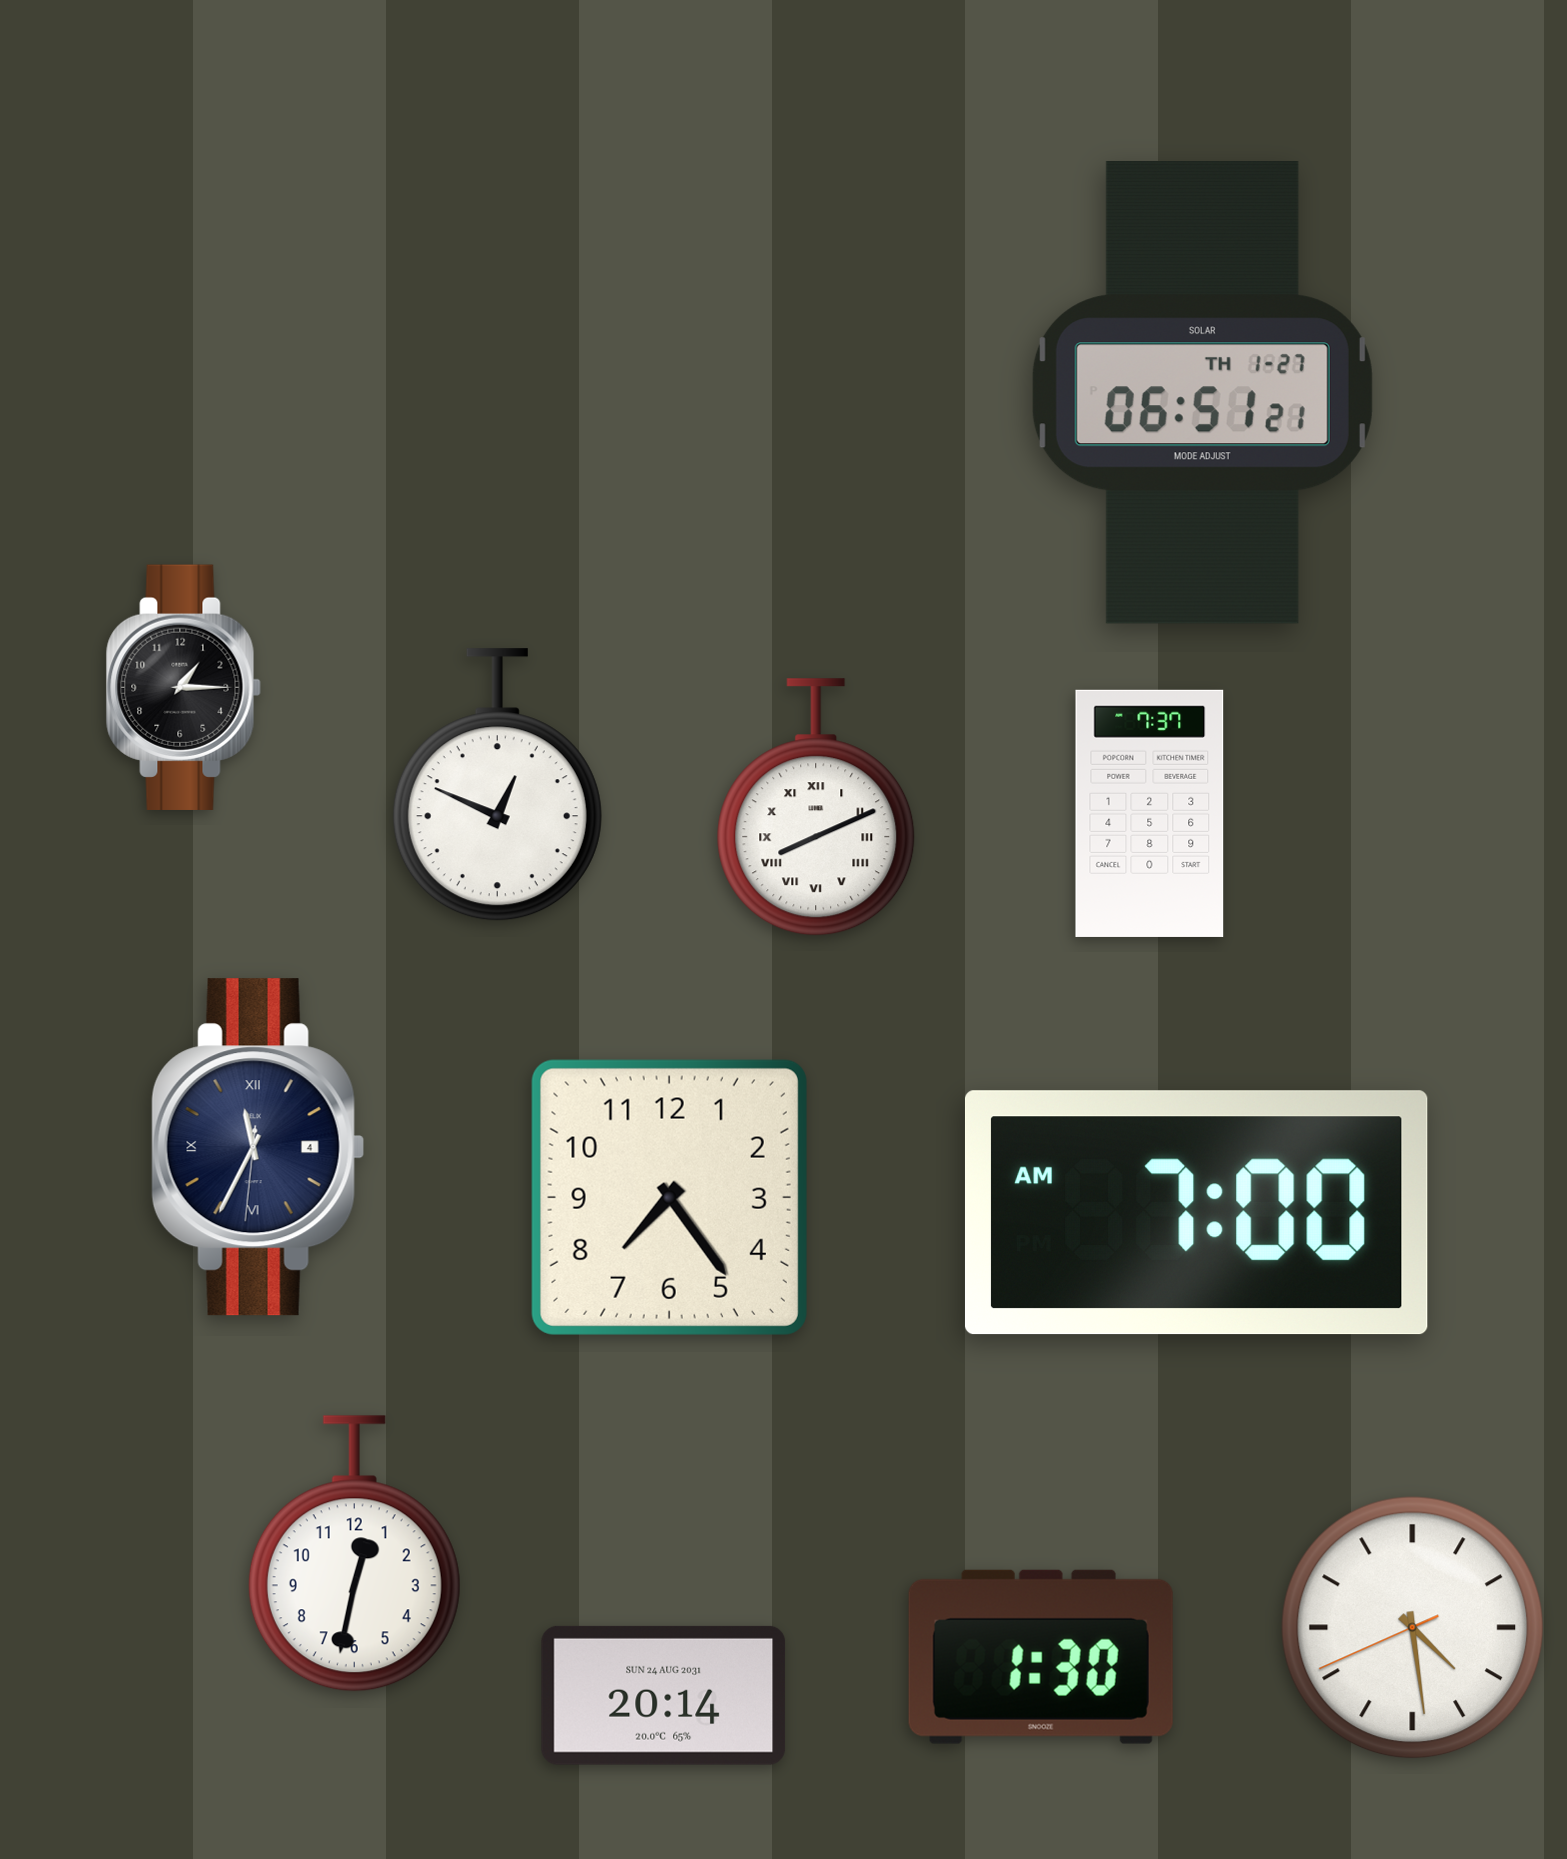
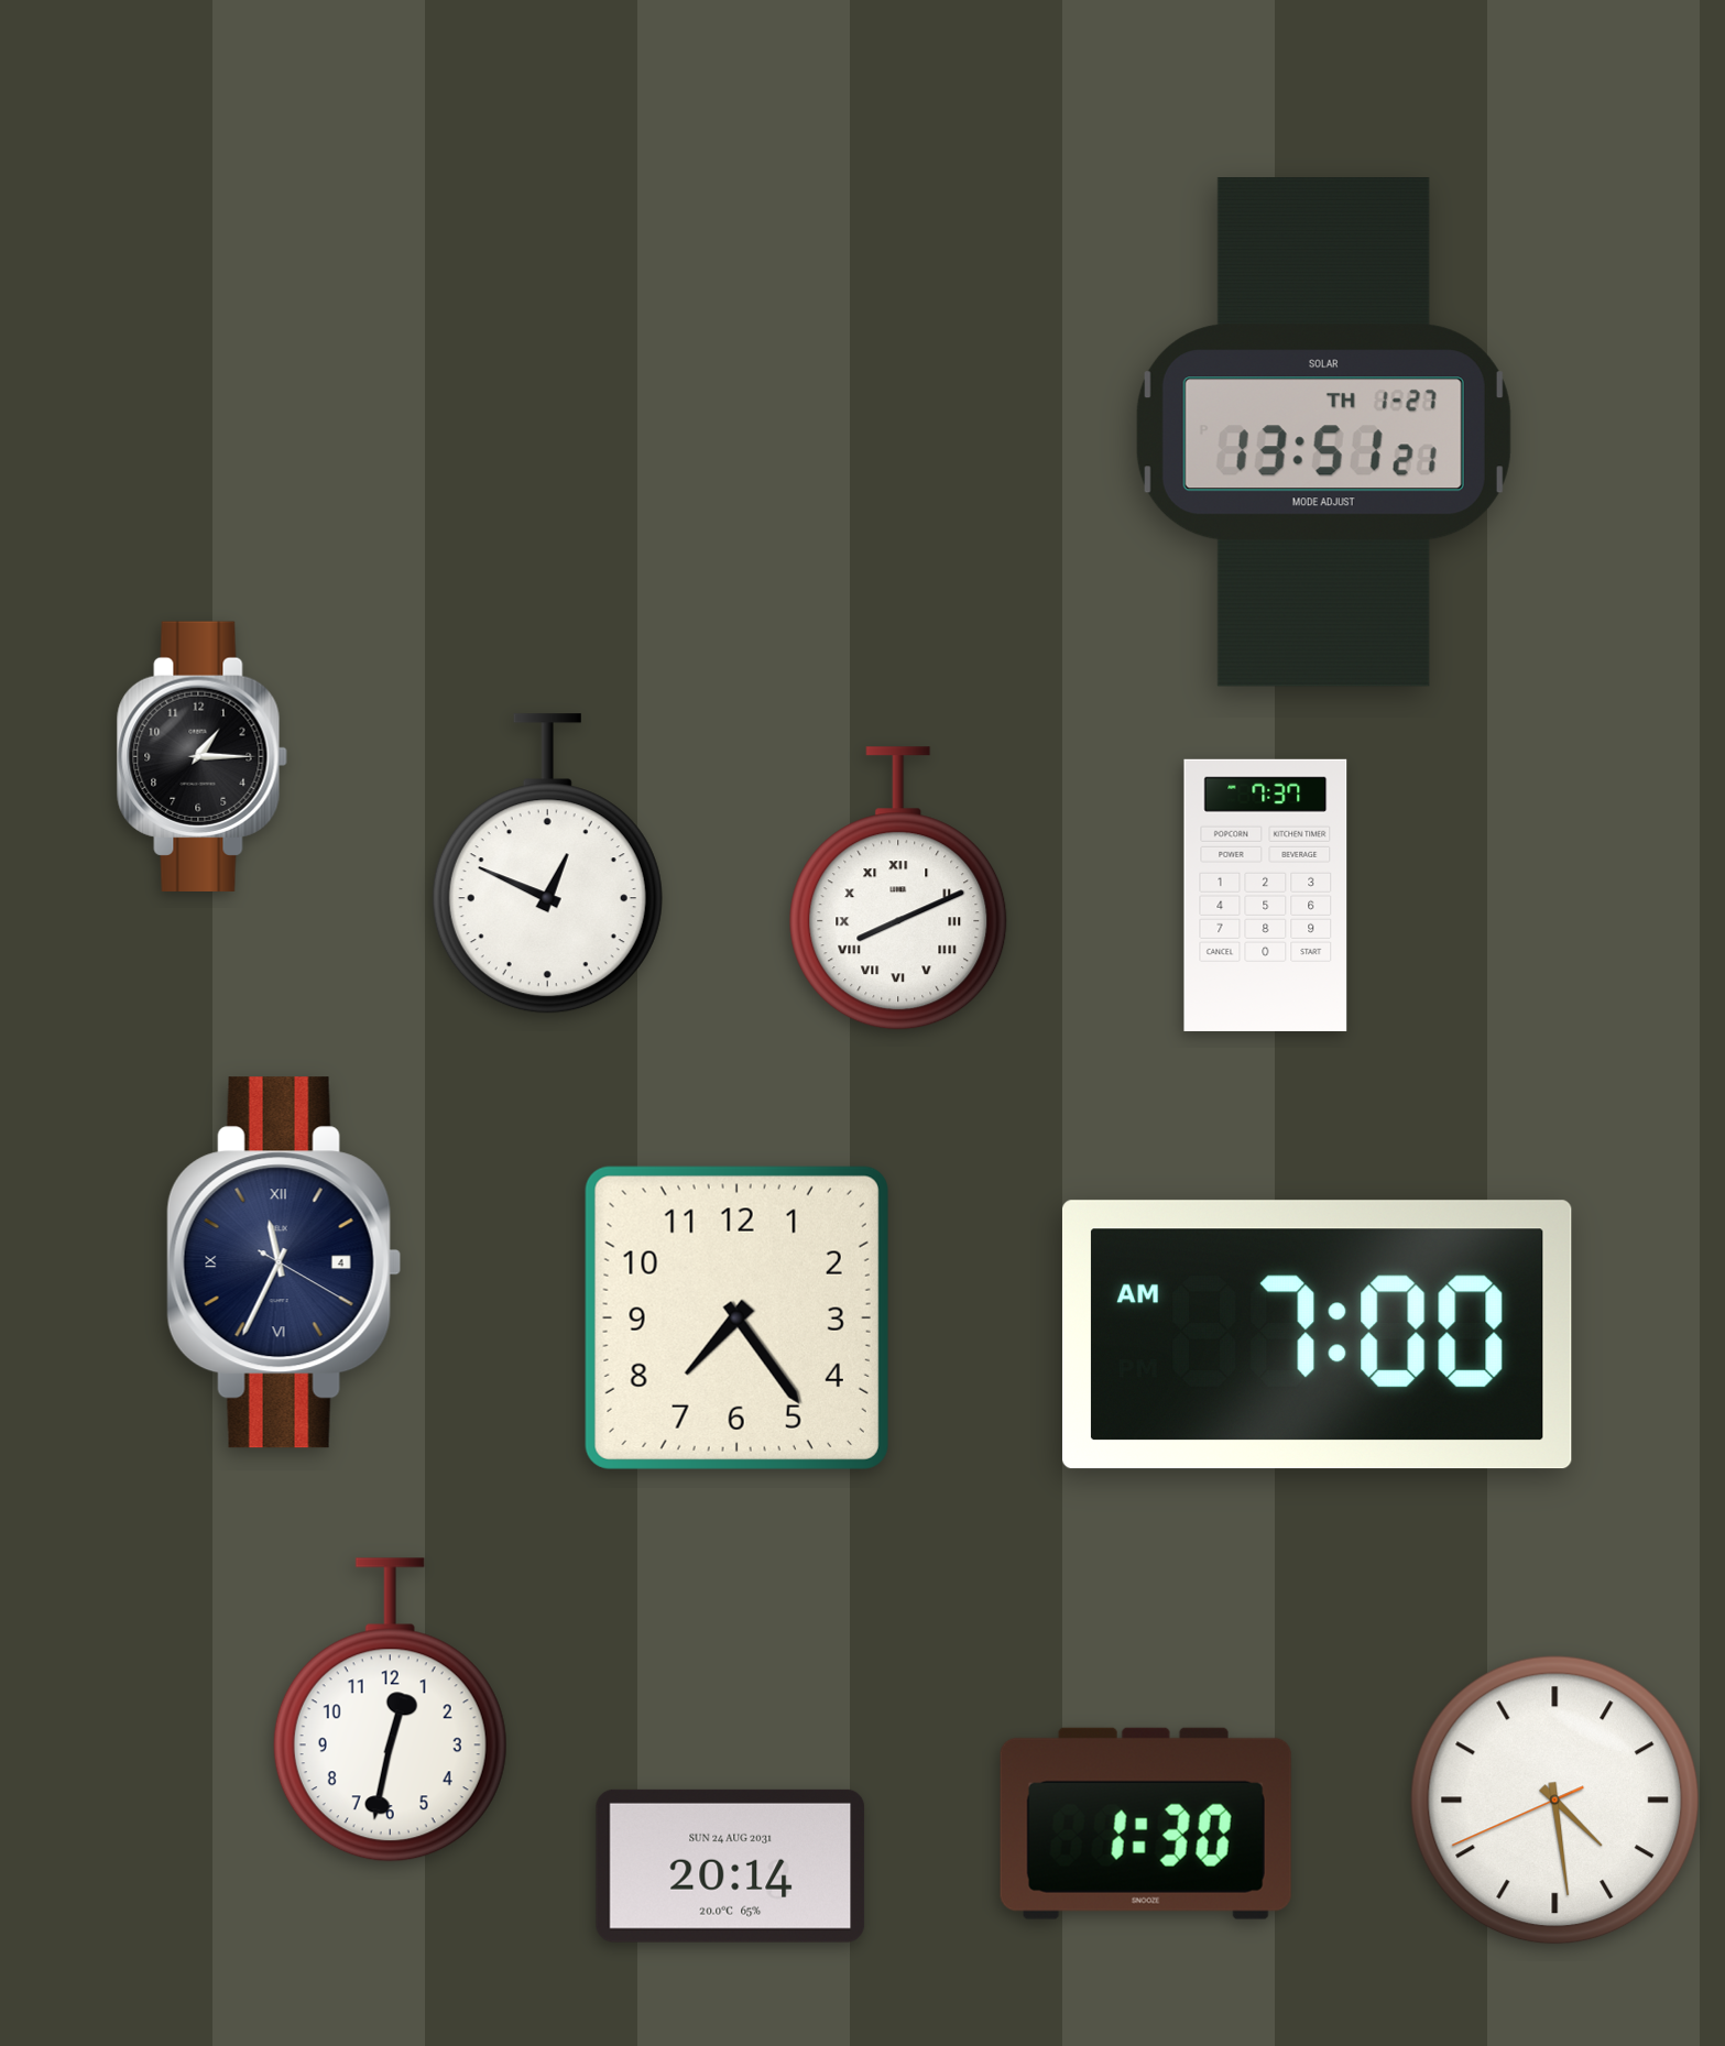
clock at (1202, 393): 06:51 -> 13:51
clock at (258, 1147): 11:34:31 -> 11:34:20
clock at (1413, 1628) position: (1413, 1628) -> (1555, 1801)
